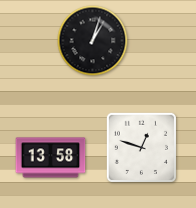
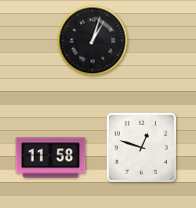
clock at (51, 158): 13:58 -> 11:58
